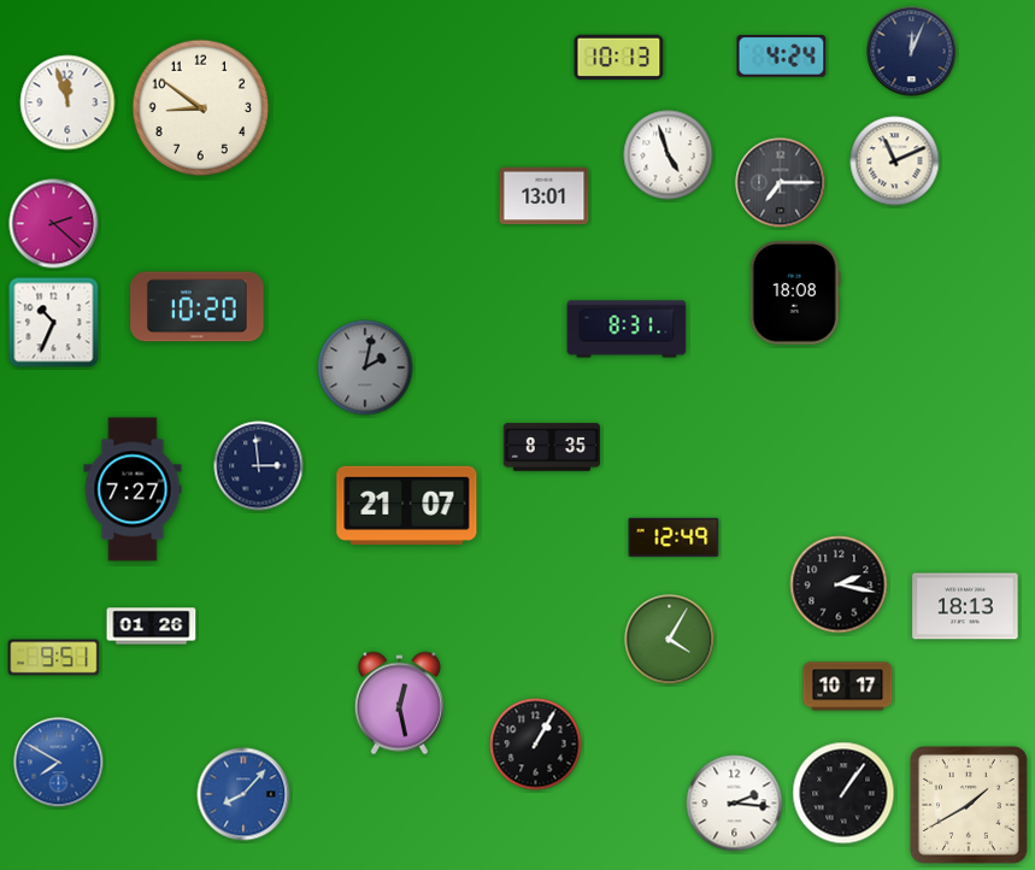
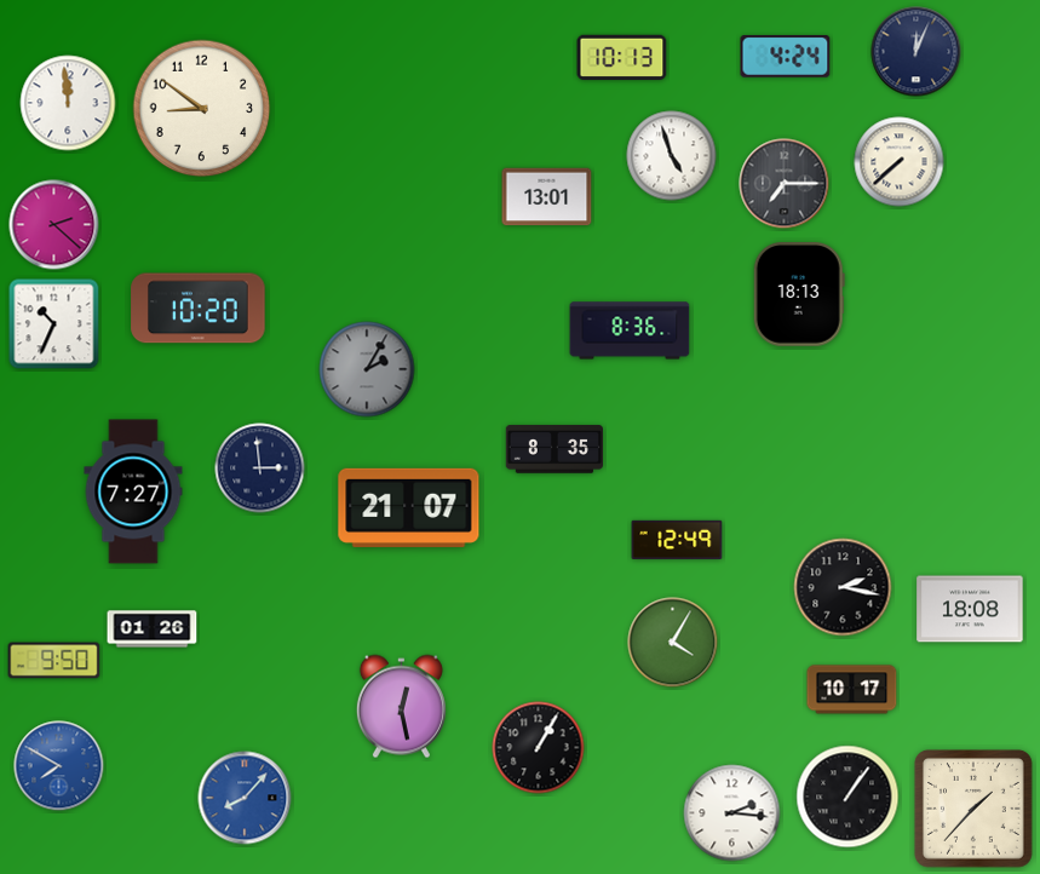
clock at (67, 102): 11:57 -> 11:59
clock at (895, 161): 11:11 -> 7:38
clock at (795, 294): 18:08 -> 18:13
clock at (627, 329): 8:31 -> 8:36
clock at (365, 368): 2:02 -> 2:05
clock at (965, 606): 18:13 -> 18:08
clock at (54, 658): 9:51 -> 9:50
clock at (735, 804) position: (735, 804) -> (732, 813)
clock at (970, 806): 1:40 -> 1:37
